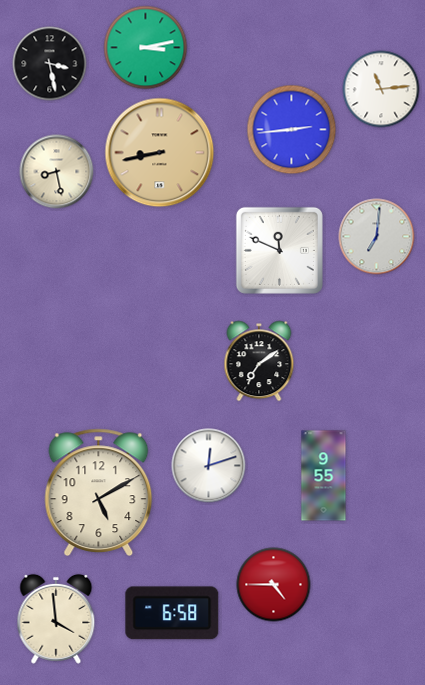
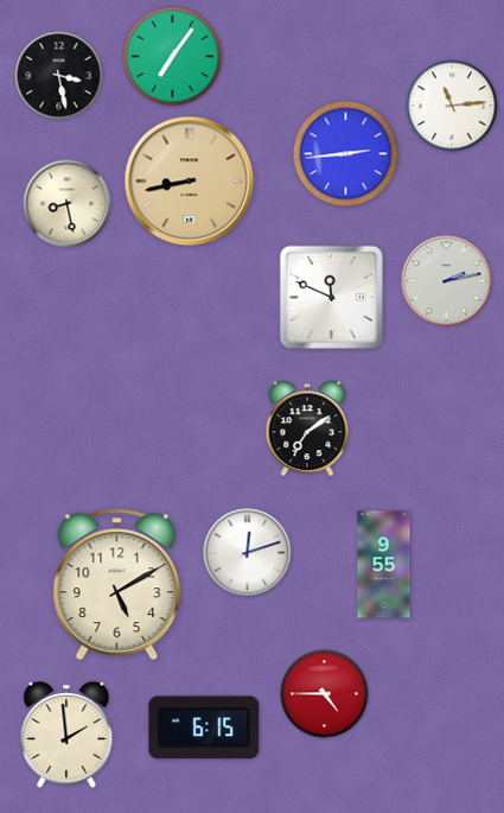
clock at (146, 48): 3:13 -> 7:06
clock at (377, 237): 7:01 -> 2:13
clock at (172, 613): 6:58 -> 6:15
clock at (56, 619): 3:59 -> 1:59
